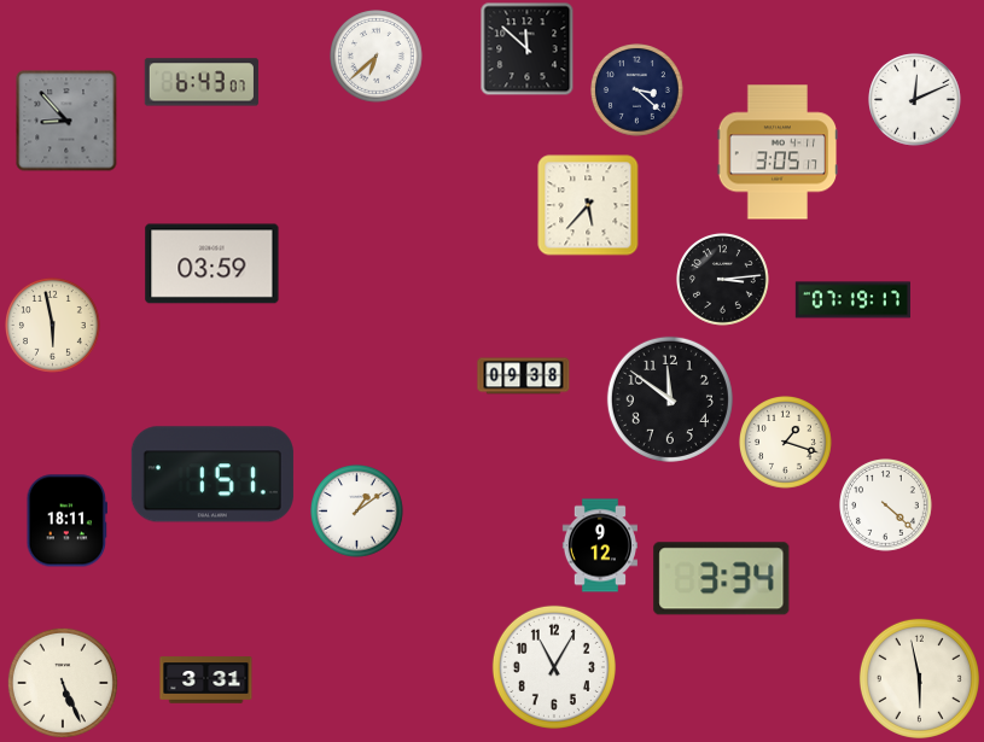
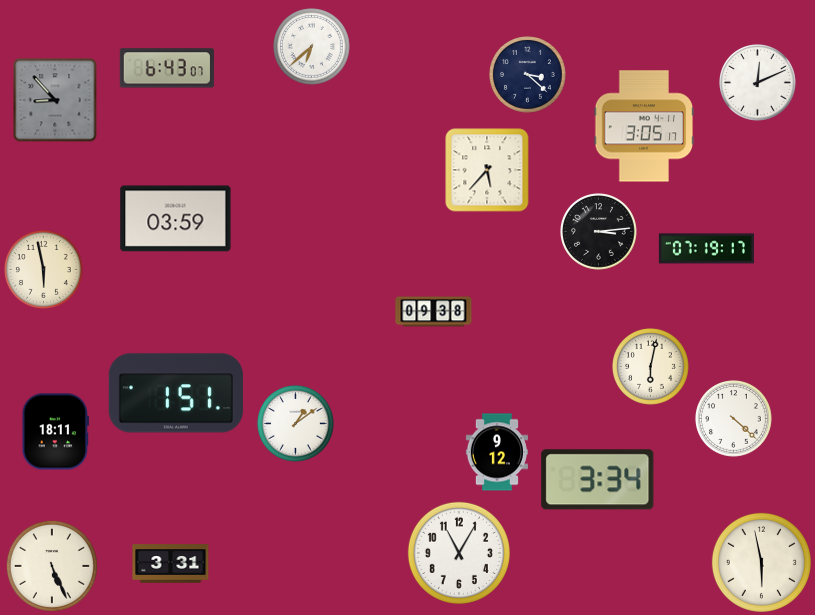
clock at (526, 48): 11:52 -> none
clock at (670, 399): 11:51 -> none
clock at (786, 443): 1:18 -> 6:02
